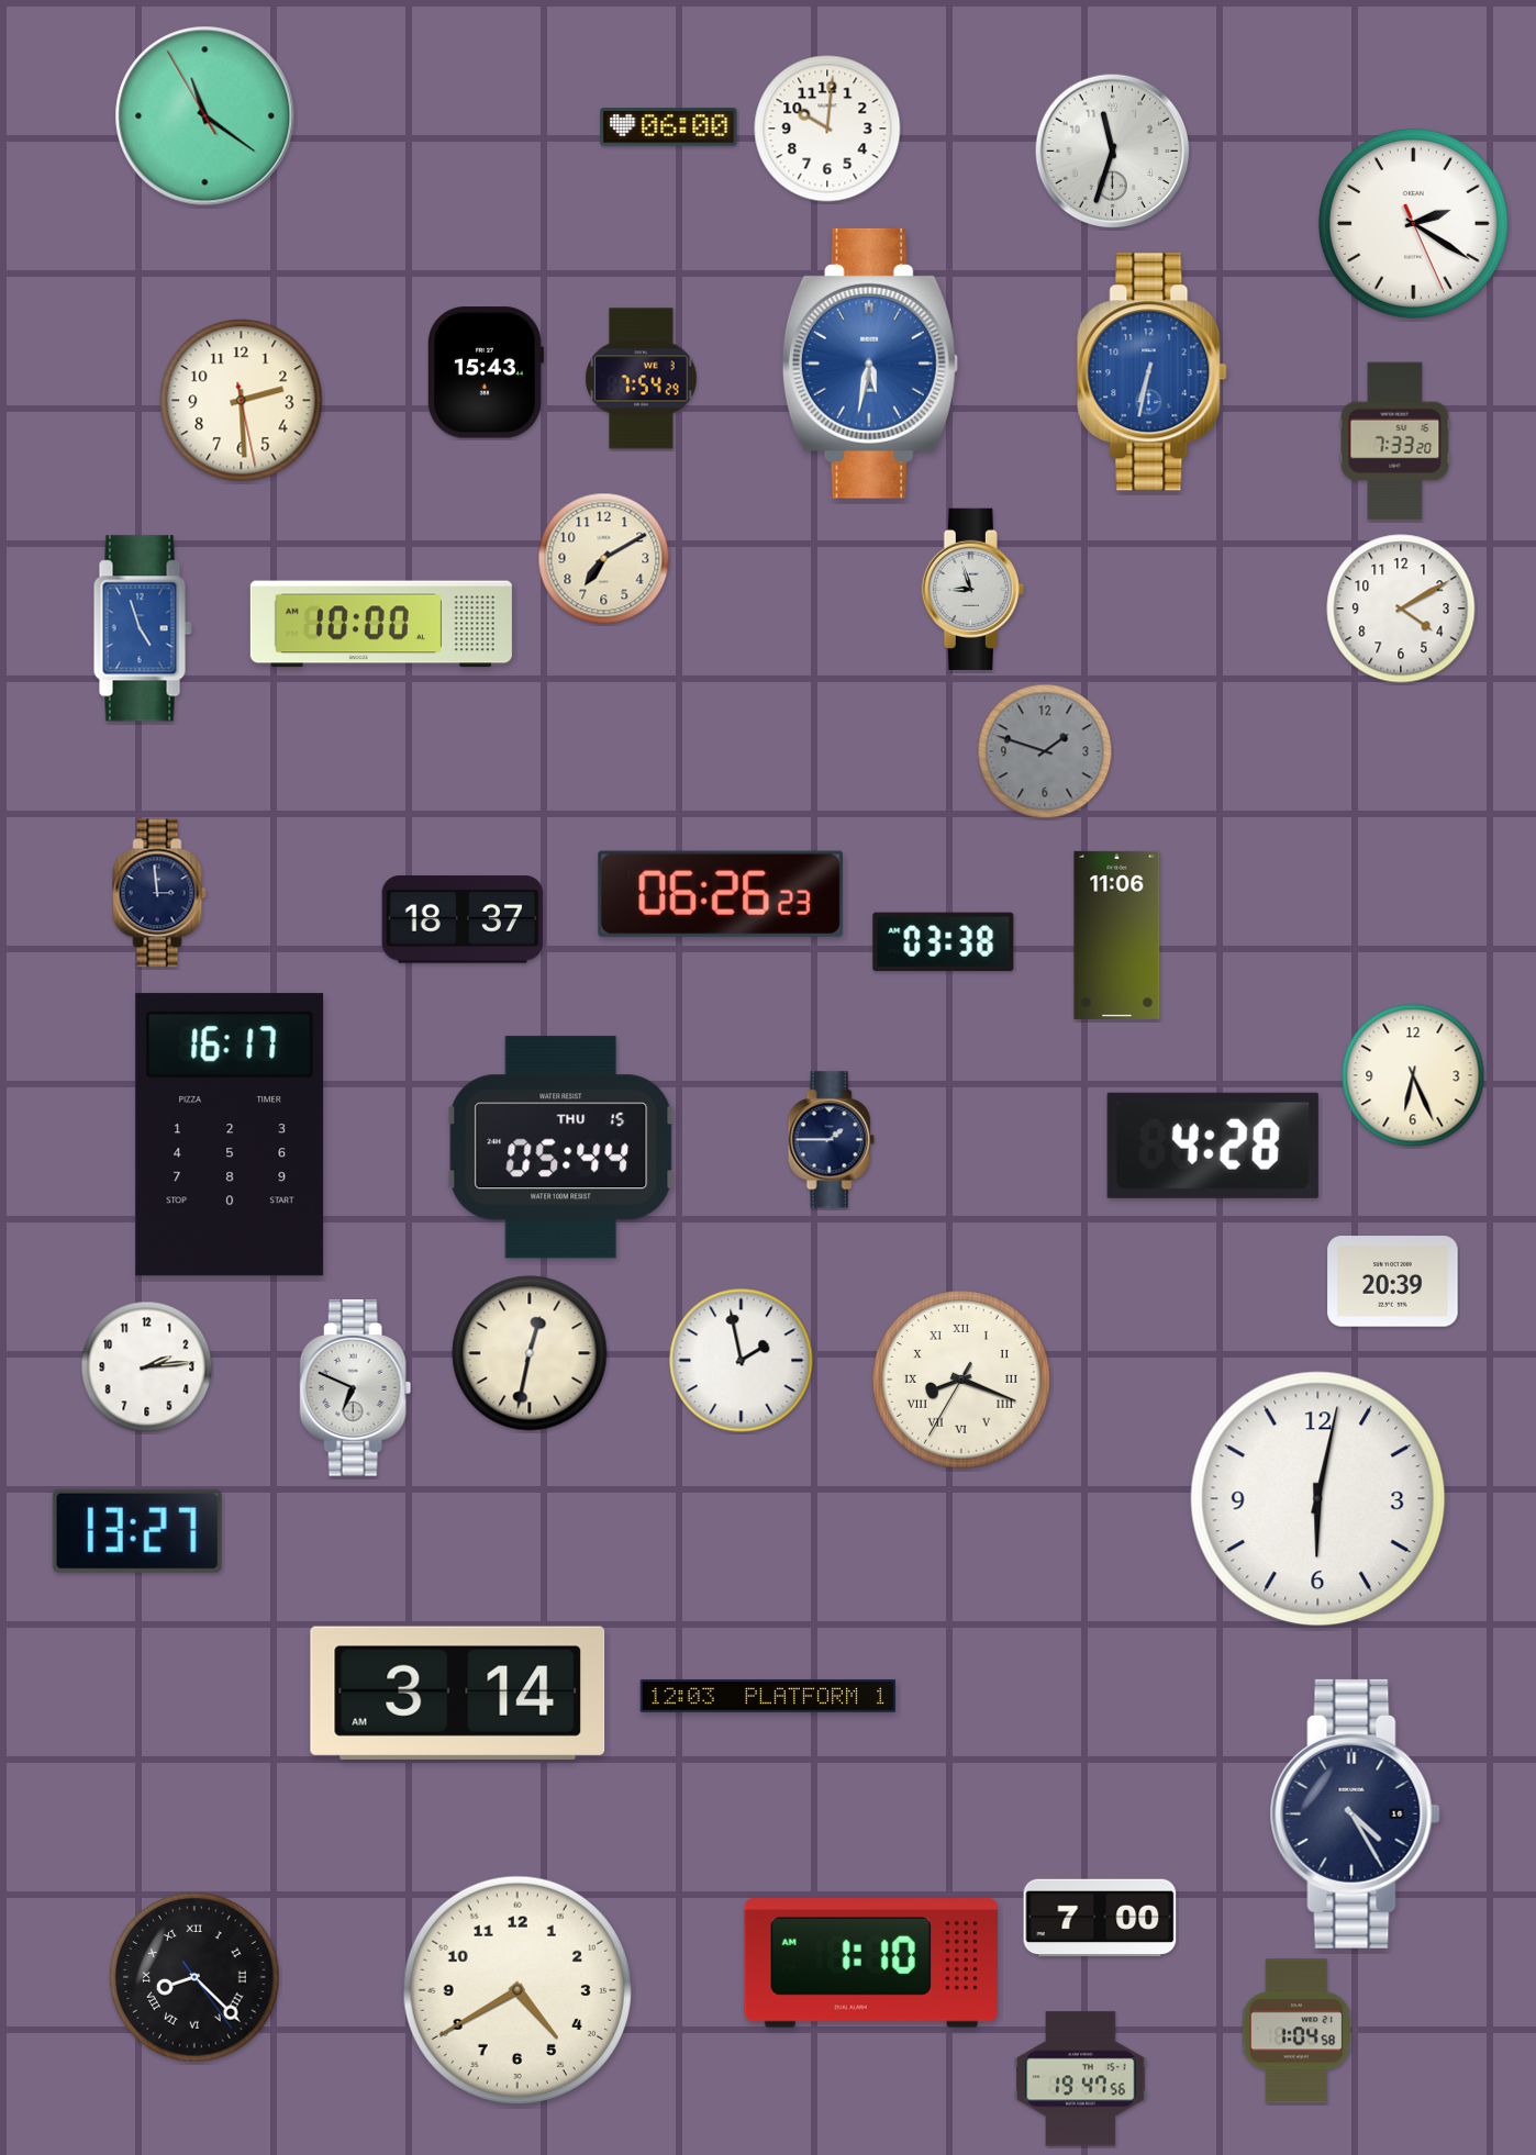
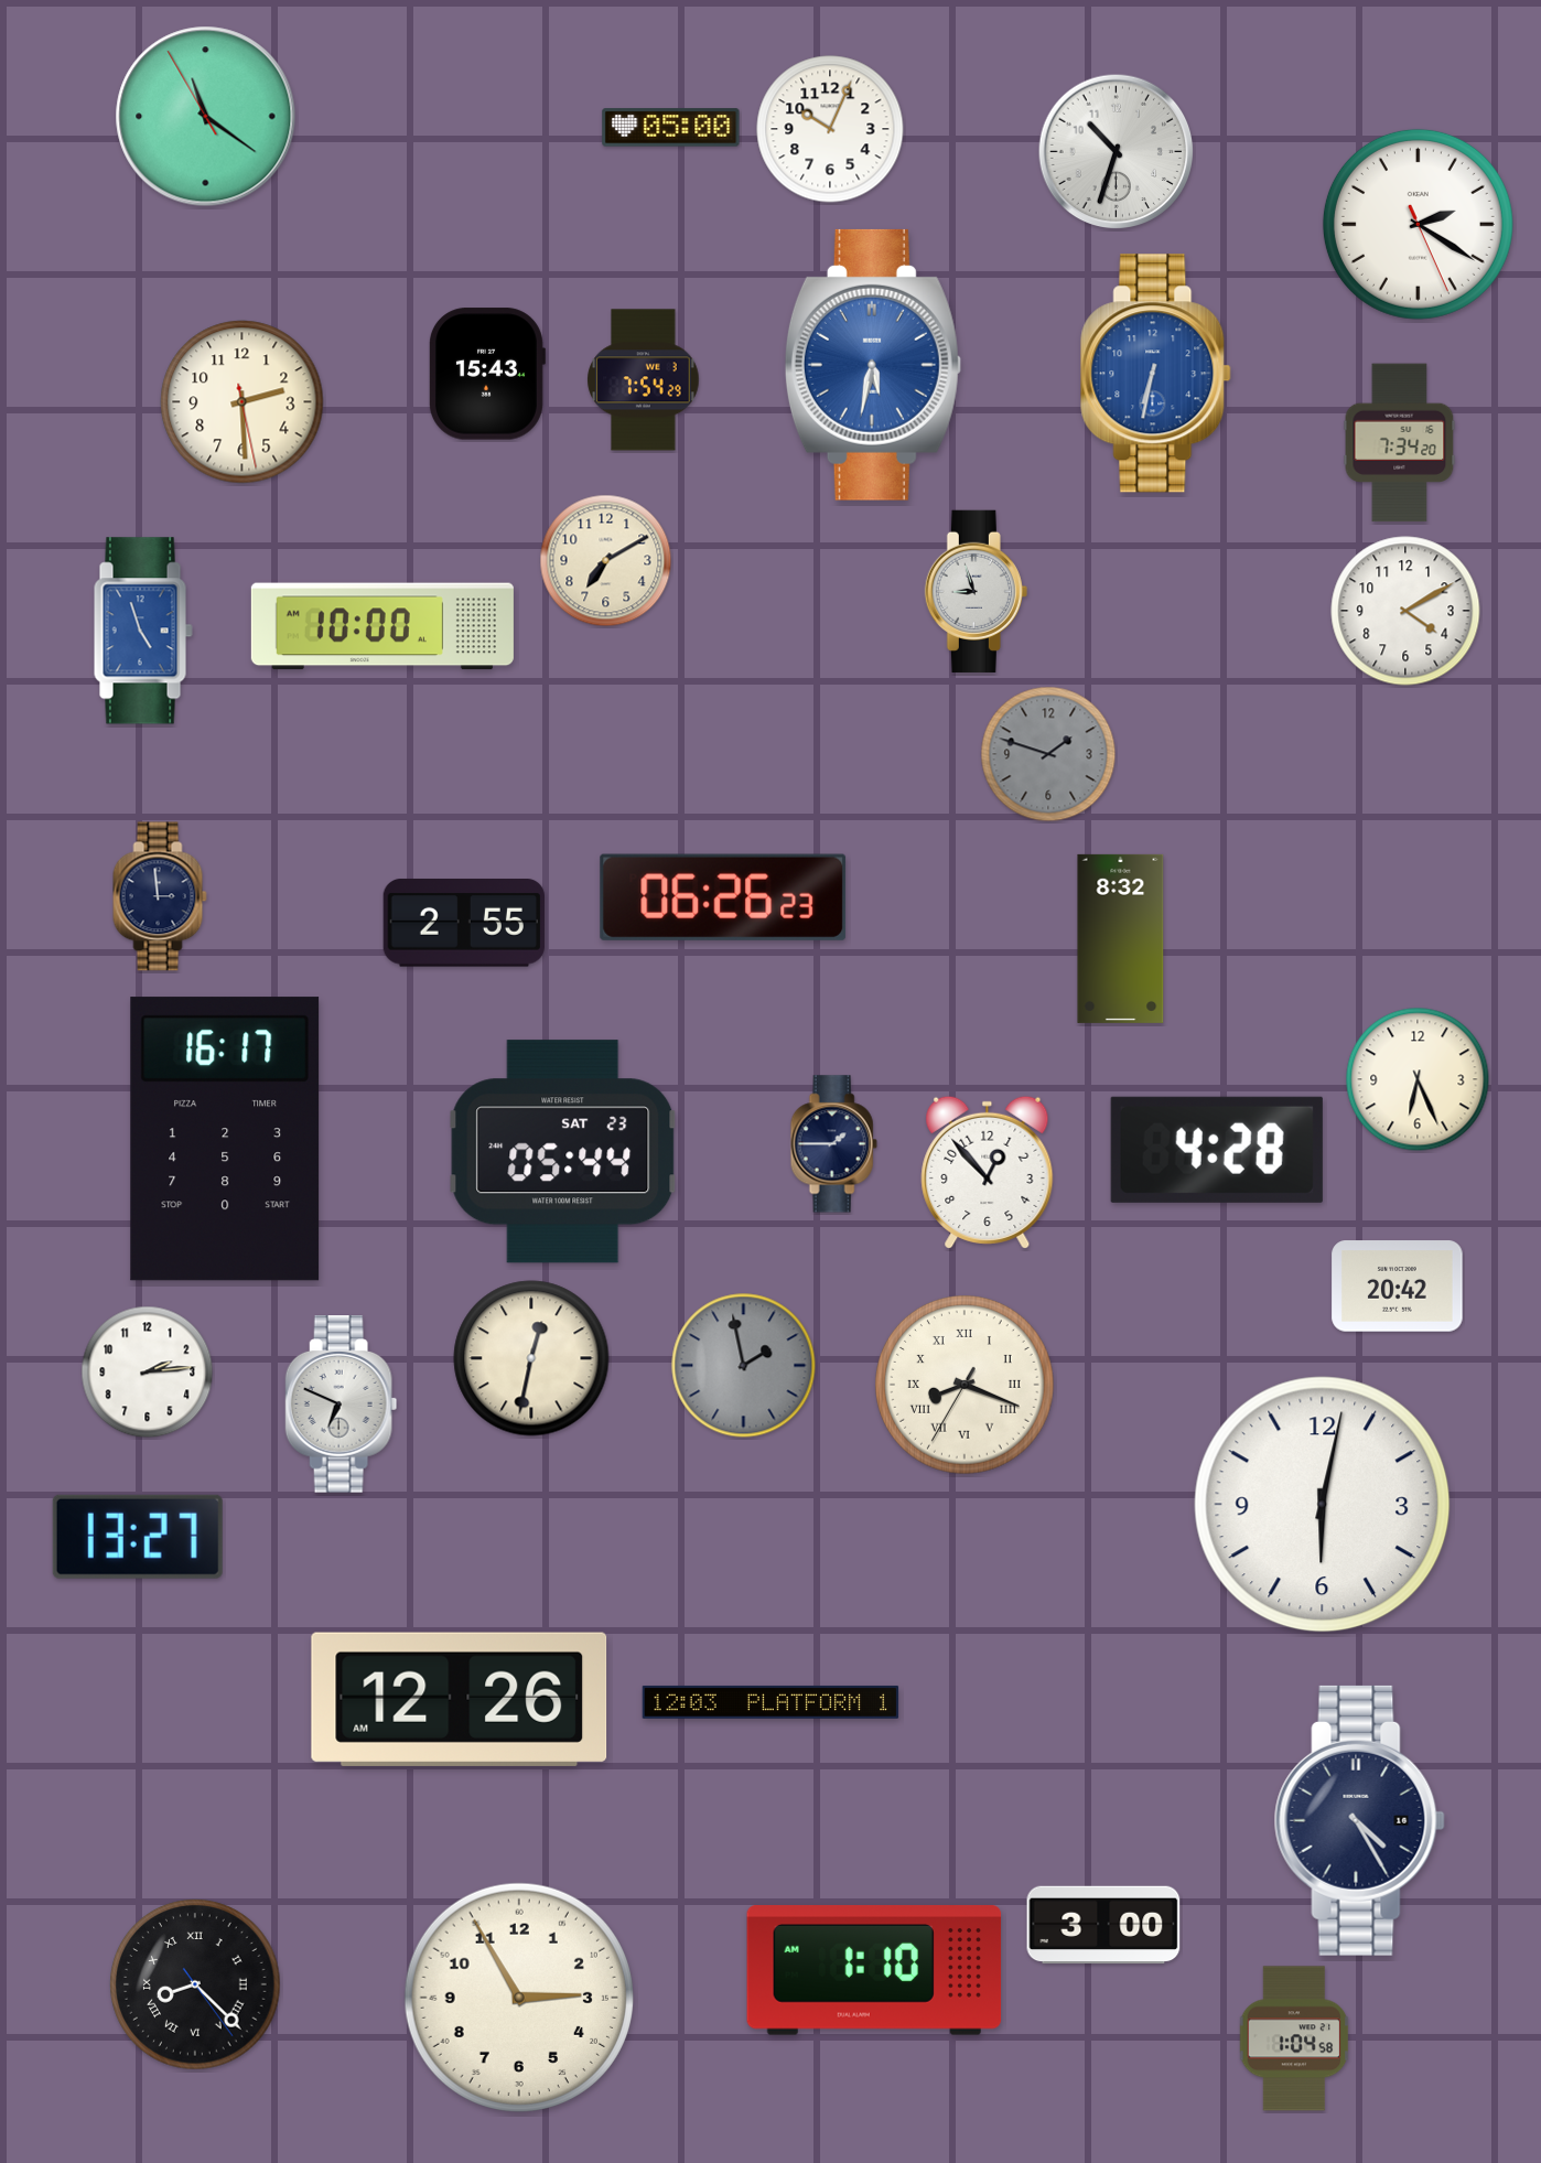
clock at (669, 127): 06:00 -> 05:00
clock at (827, 129): 10:01 -> 10:04
clock at (1113, 152): 11:33 -> 10:33
clock at (1395, 442): 7:33 -> 7:34
clock at (463, 919): 18:37 -> 2:55
clock at (1117, 935): 11:06 -> 8:32
clock at (944, 942): 03:38 -> none
clock at (230, 1135) position: (230, 1135) -> (225, 1139)
clock at (561, 1148) date: THU 15 -> SAT 23
clock at (988, 1172): none -> 12:53
clock at (1393, 1282): 20:39 -> 20:42
clock at (742, 1361) dial: white -> grey
clock at (356, 1388) position: (356, 1388) -> (342, 1405)
clock at (458, 1693): 3:14 -> 12:26
clock at (1100, 1918): 7:00 -> 3:00
clock at (517, 1990): 4:40 -> 2:55
clock at (1296, 2031) position: (1296, 2031) -> (1294, 2038)
clock at (1081, 2079): 19:47 -> none
